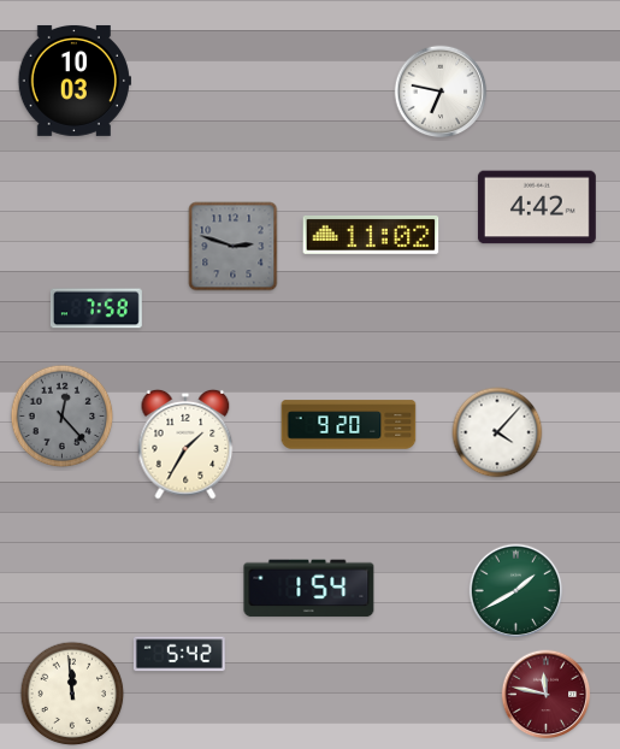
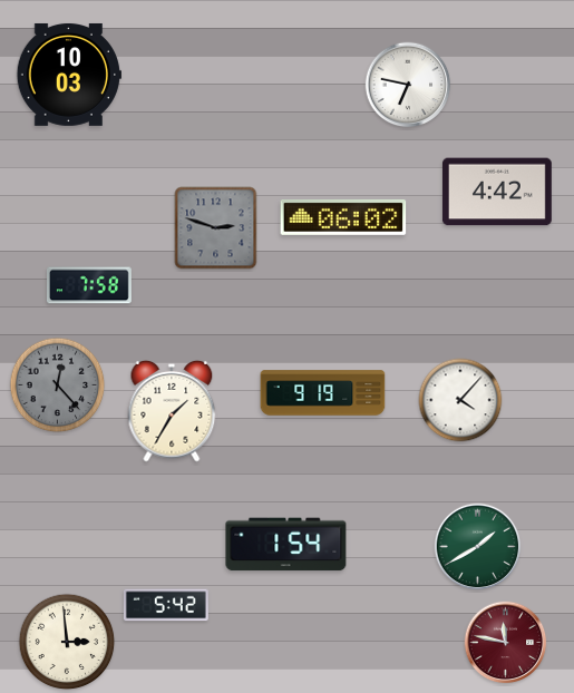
clock at (371, 235): 11:02 -> 06:02
clock at (349, 425): 9:20 -> 9:19
clock at (72, 694): 11:59 -> 2:59
